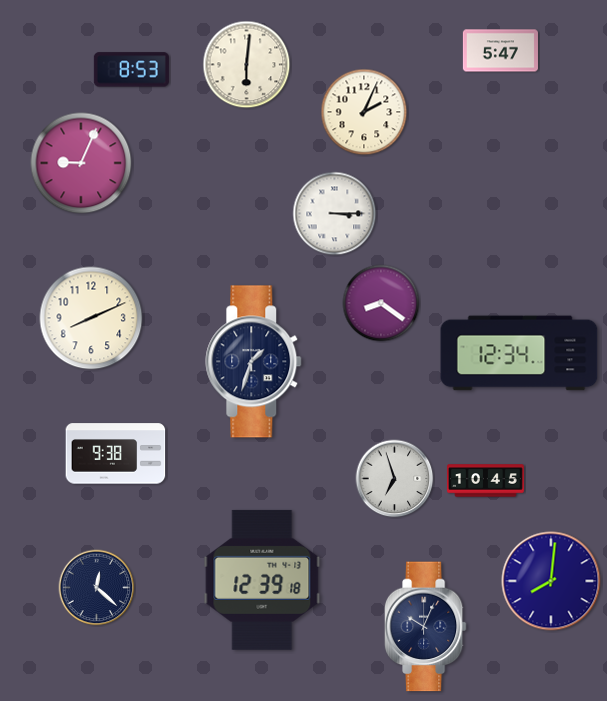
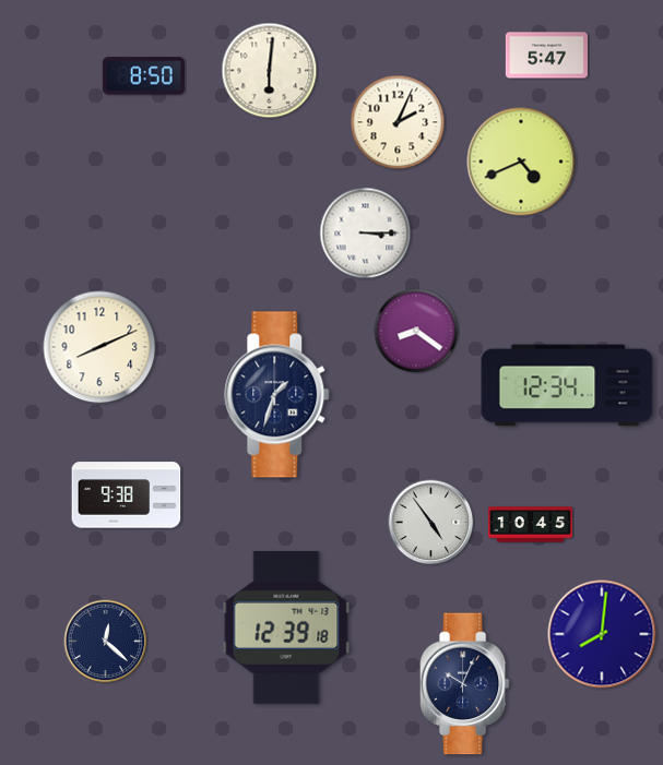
clock at (131, 70): 8:53 -> 8:50
clock at (521, 162): none -> 4:41
clock at (81, 163): 9:04 -> none
clock at (395, 479): 6:57 -> 4:54
clock at (262, 580) position: (262, 580) -> (286, 627)
